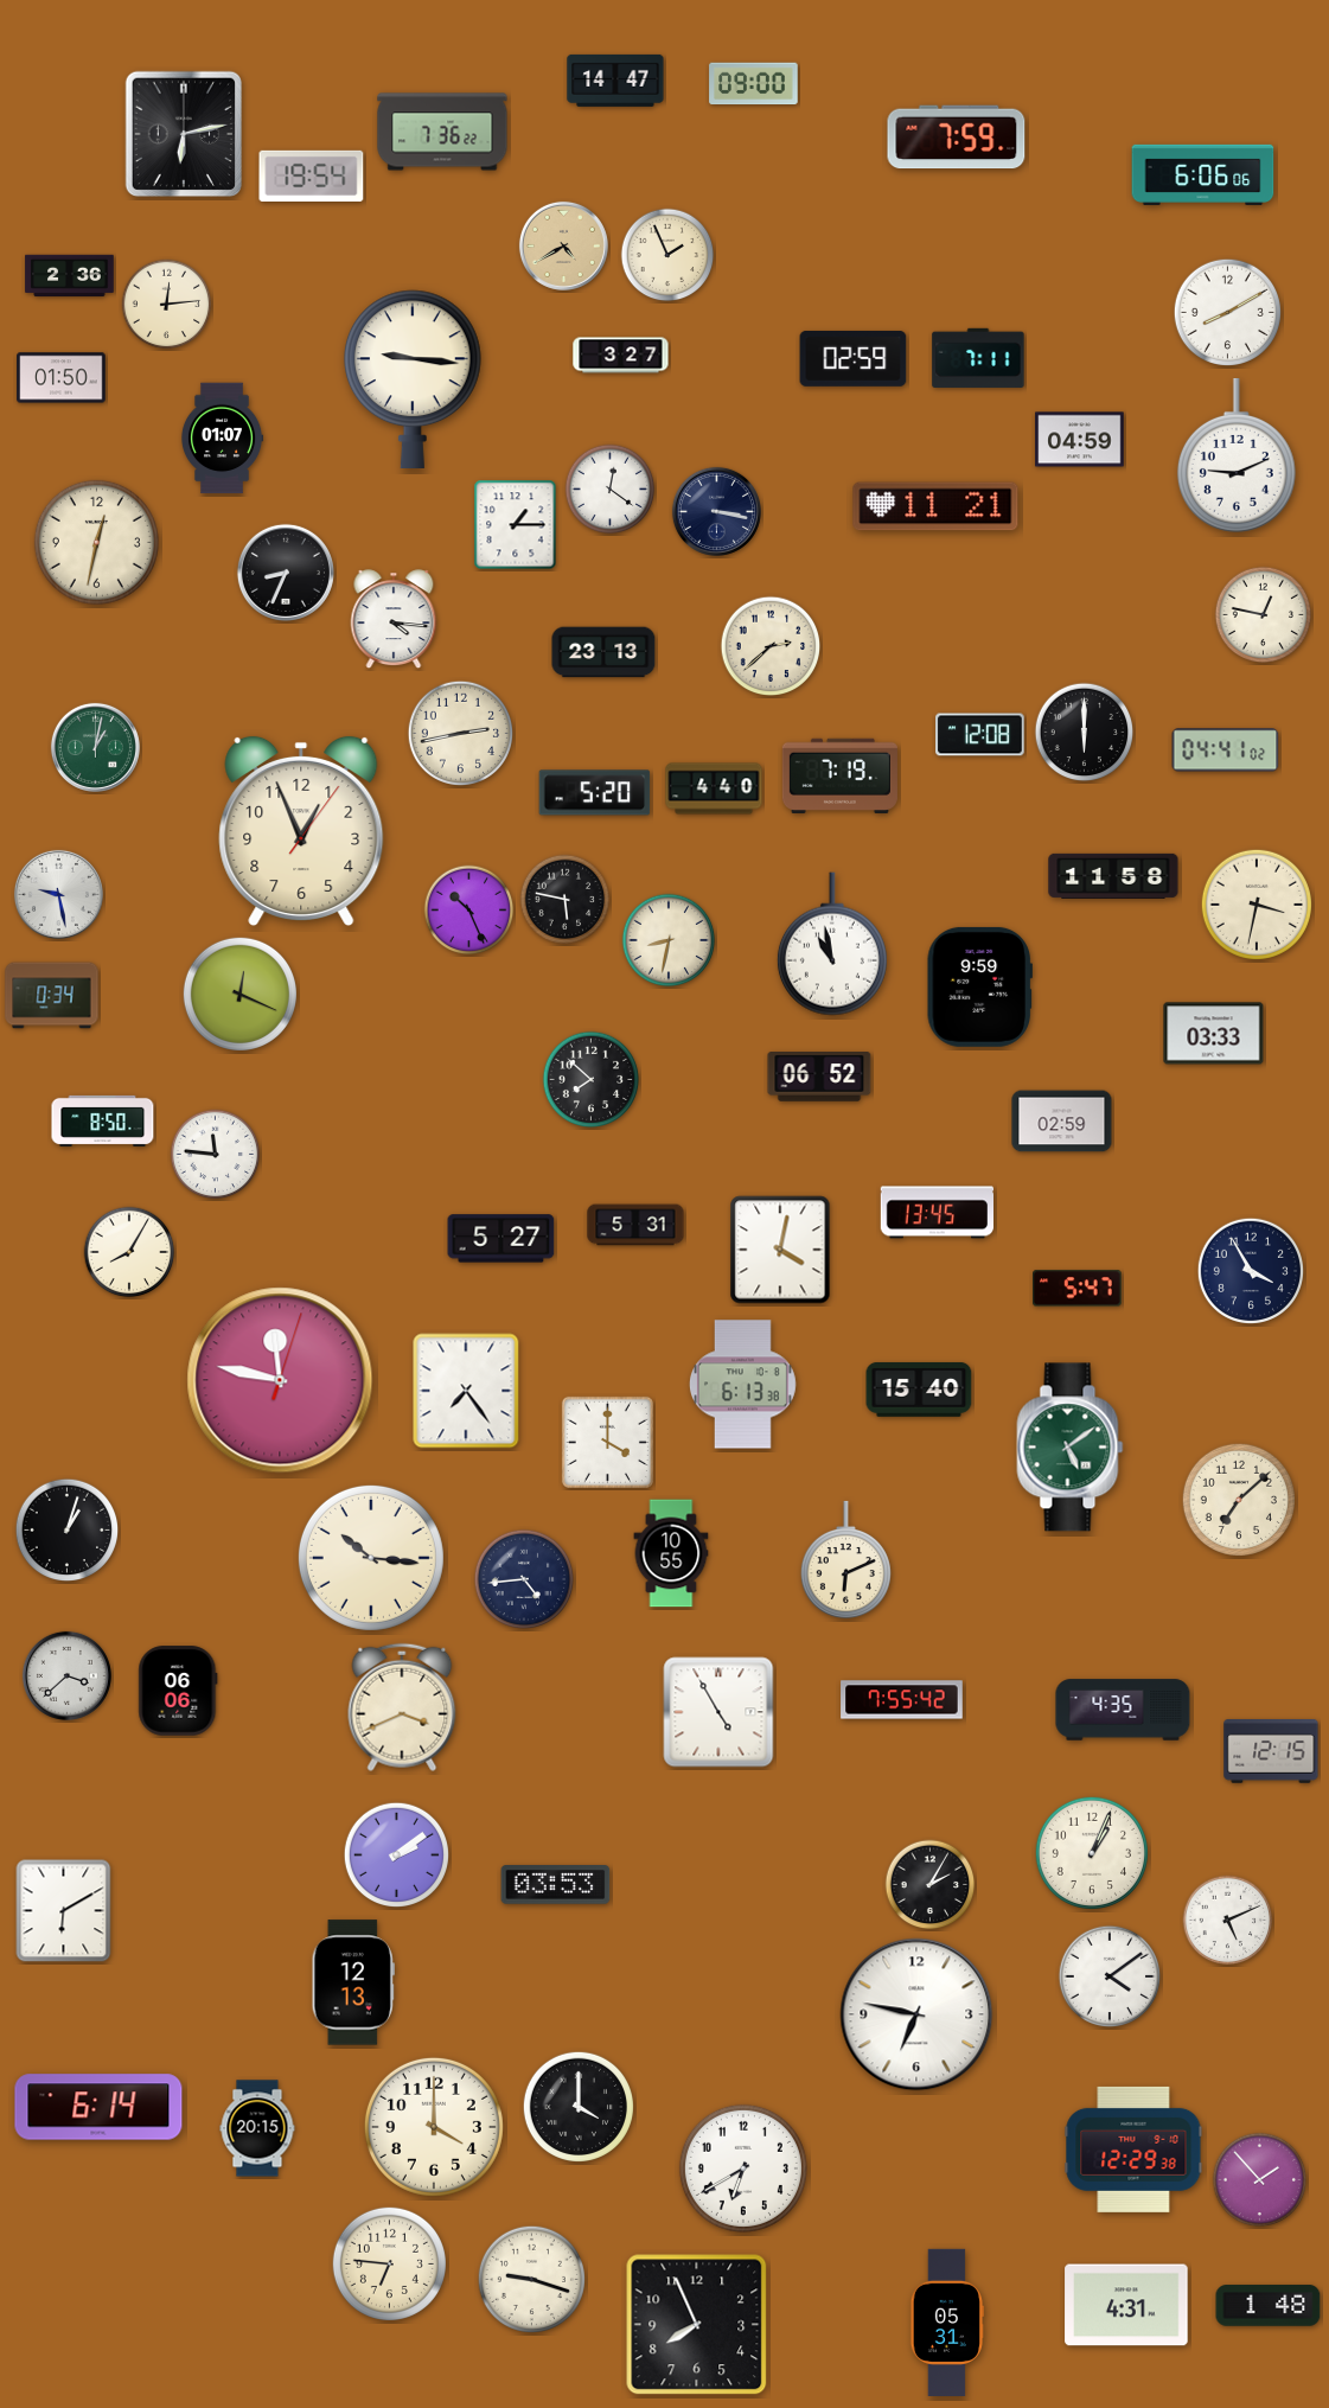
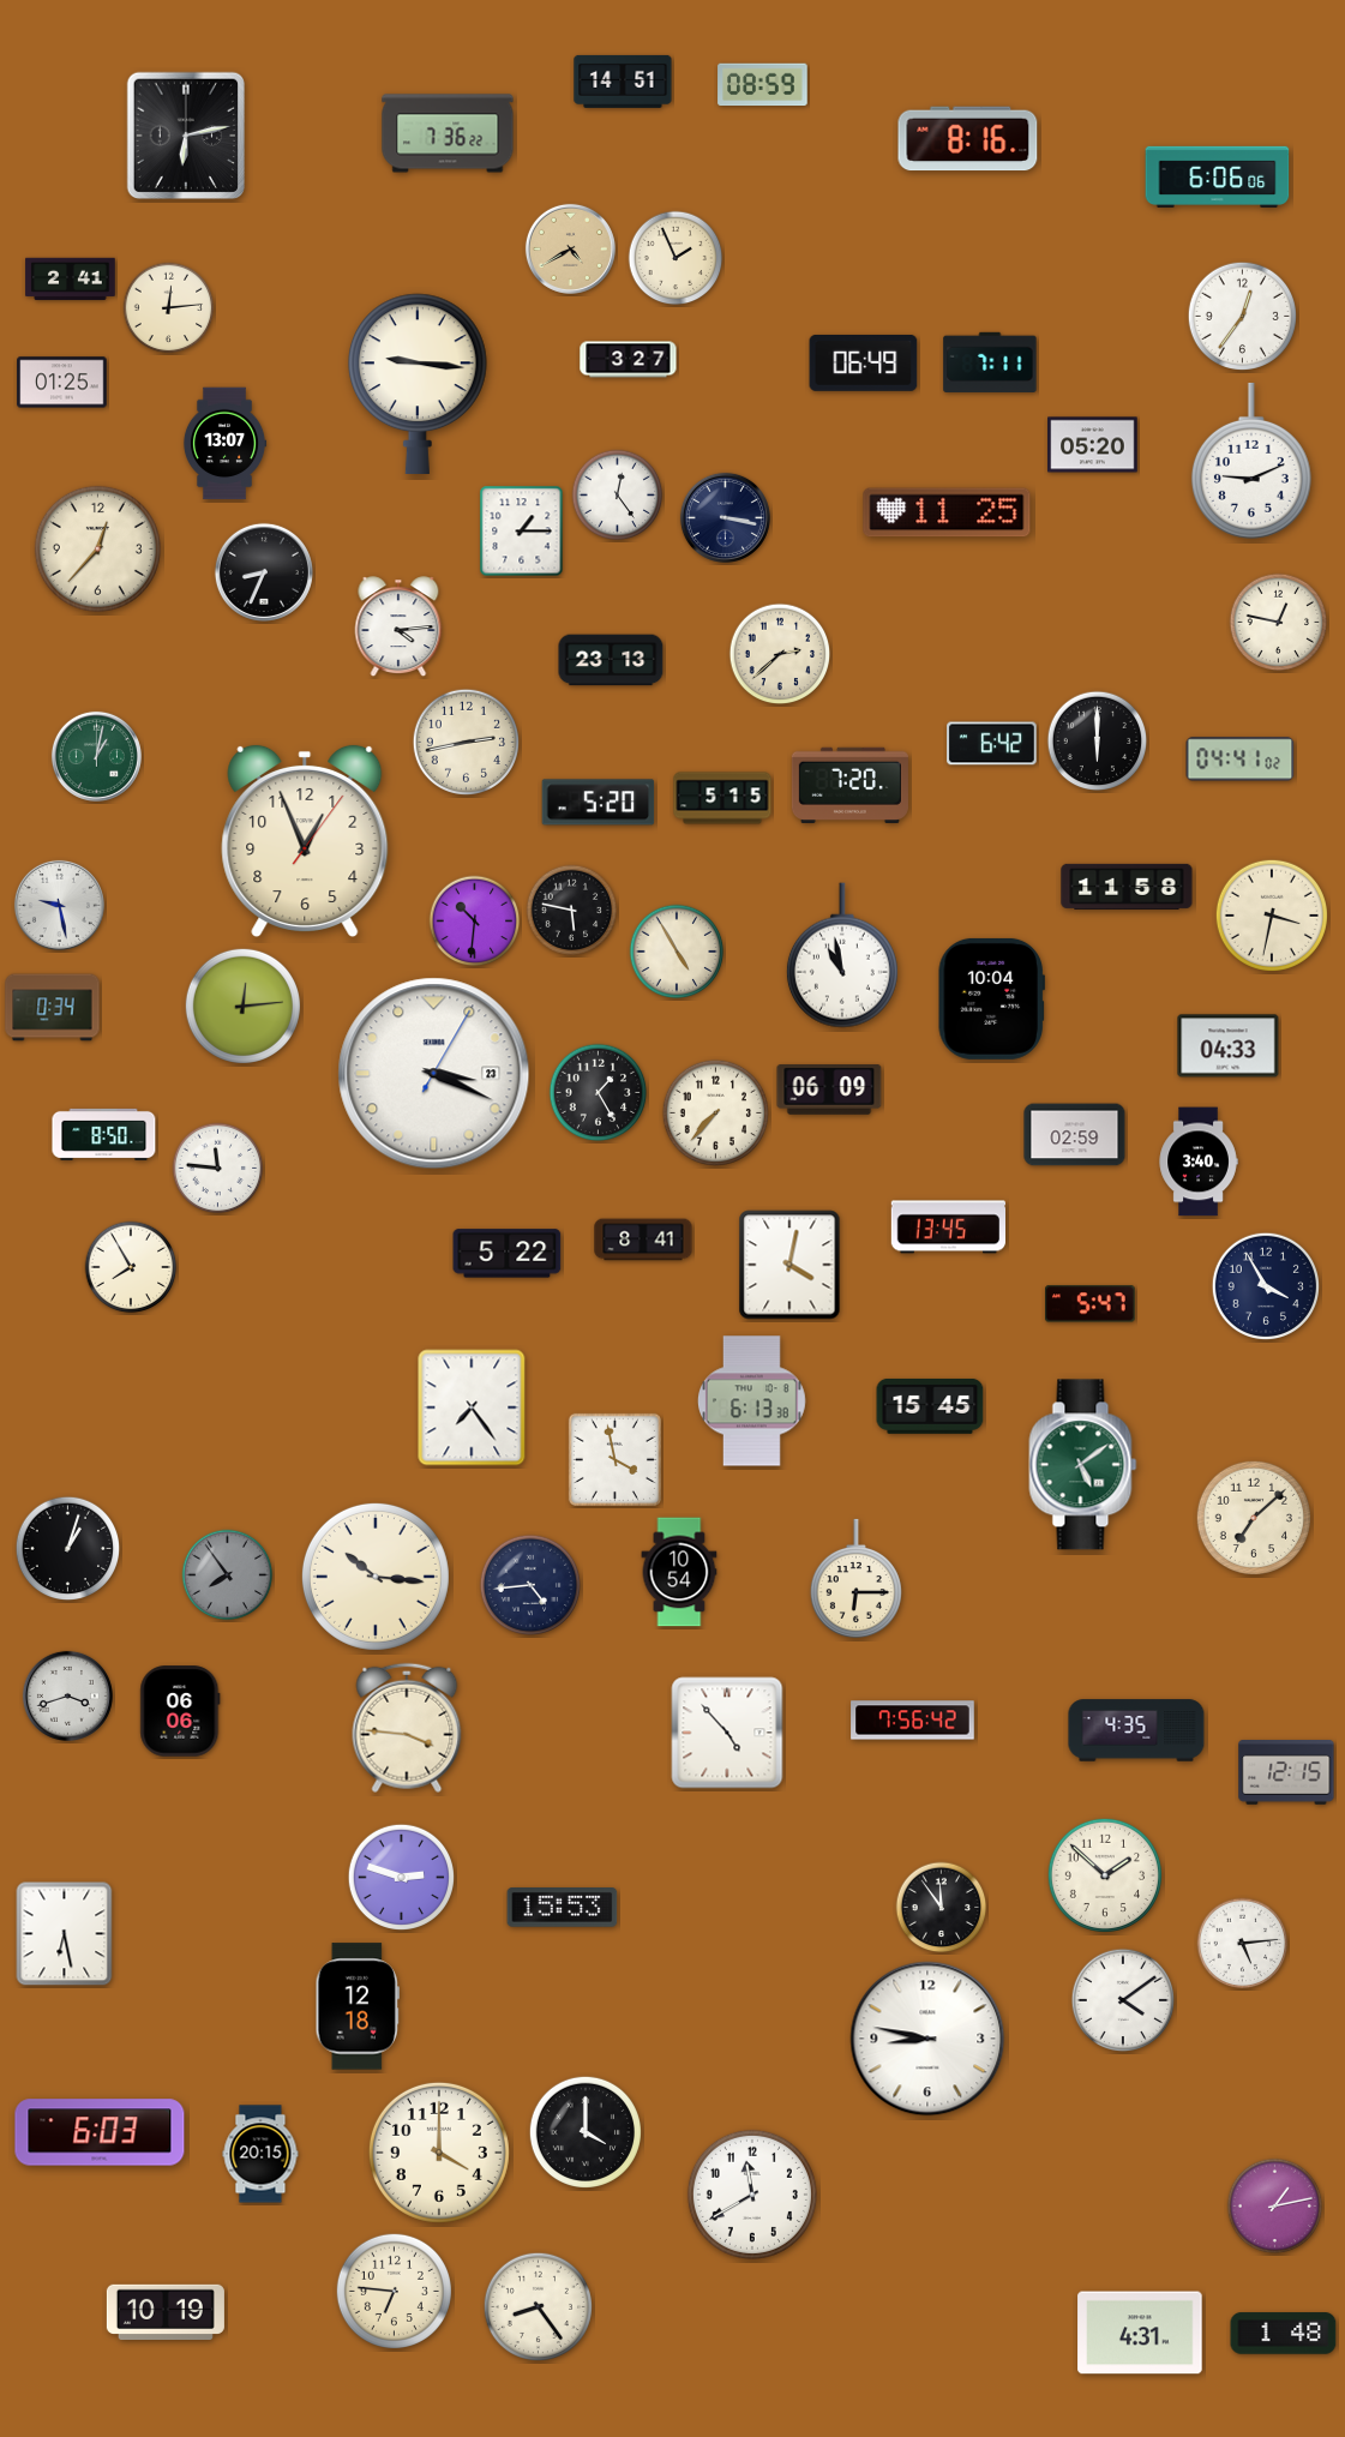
clock at (615, 81): 14:47 -> 14:51
clock at (754, 84): 09:00 -> 08:59
clock at (957, 138): 7:59 -> 8:16
clock at (312, 175): 19:54 -> none
clock at (70, 276): 2:36 -> 2:41
clock at (1227, 312): 8:10 -> 12:36
clock at (854, 358): 02:59 -> 06:49
clock at (62, 378): 01:50 -> 01:25
clock at (222, 439): 01:07 -> 13:07
clock at (1080, 440): 04:59 -> 05:20
clock at (611, 490): 12:21 -> 12:24
clock at (935, 506): 11:21 -> 11:25
clock at (96, 542): 12:32 -> 12:37
clock at (286, 573) position: (286, 573) -> (264, 572)
clock at (394, 620): 4:16 -> 4:14
clock at (980, 735): 12:08 -> 6:42
clock at (839, 775): 7:19 -> 7:20
clock at (714, 788): 4:40 -> 5:15
clock at (595, 793) position: (595, 793) -> (599, 803)
clock at (469, 911): 10:26 -> 10:31
clock at (669, 940): 8:32 -> 4:55
clock at (979, 986): 9:59 -> 10:04
clock at (239, 994): 12:19 -> 12:14
clock at (1214, 1034): 03:33 -> 04:33
clock at (434, 1074): none -> 3:19
clock at (819, 1078): 06:52 -> 06:09
clock at (592, 1080): 7:52 -> 1:25
clock at (716, 1114): none -> 7:37
clock at (1199, 1162): none -> 3:40
clock at (635, 1225): 5:31 -> 8:41
clock at (501, 1239): 5:27 -> 5:22
clock at (129, 1252): 8:05 -> 7:55
clock at (280, 1380): 11:47 -> none
clock at (919, 1390): 15:40 -> 15:45
clock at (607, 1442): 4:00 -> 3:58
clock at (671, 1553): 10:55 -> 10:54
clock at (228, 1575): none -> 7:54
clock at (845, 1560): 6:11 -> 6:15
clock at (524, 1579) position: (524, 1579) -> (530, 1585)
clock at (66, 1675): 3:38 -> 3:42
clock at (902, 1700): 7:55 -> 7:56
clock at (402, 1707): 3:41 -> 3:46
clock at (718, 1712): 4:55 -> 4:53
clock at (1092, 1853): 1:04 -> 1:52
clock at (397, 1855): 2:09 -> 2:48
clock at (556, 1885): 03:53 -> 15:53
clock at (931, 1885): 2:05 -> 11:54
clock at (64, 1911): 6:10 -> 6:28
clock at (1228, 1921): 5:11 -> 5:14
clock at (353, 1982): 12:13 -> 12:18
clock at (916, 2014): 6:47 -> 8:47
clock at (98, 2107): 6:14 -> 6:03
clock at (1133, 2150): 12:29 -> none
clock at (743, 2169): 6:40 -> 11:40
clock at (1260, 2180): 1:53 -> 1:13
clock at (531, 2279): 9:18 -> 8:24
clock at (166, 2311): none -> 10:19
clock at (946, 2321): 05:31 -> none
clock at (697, 2325): 7:56 -> none
